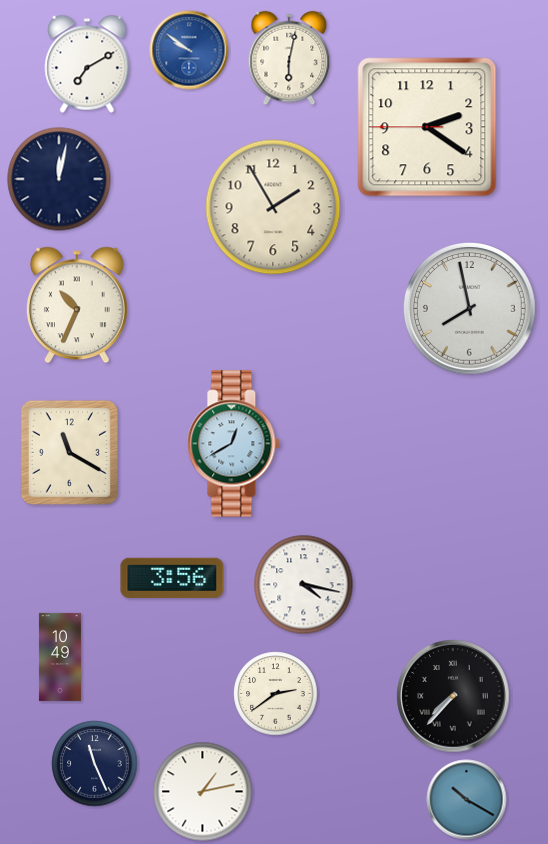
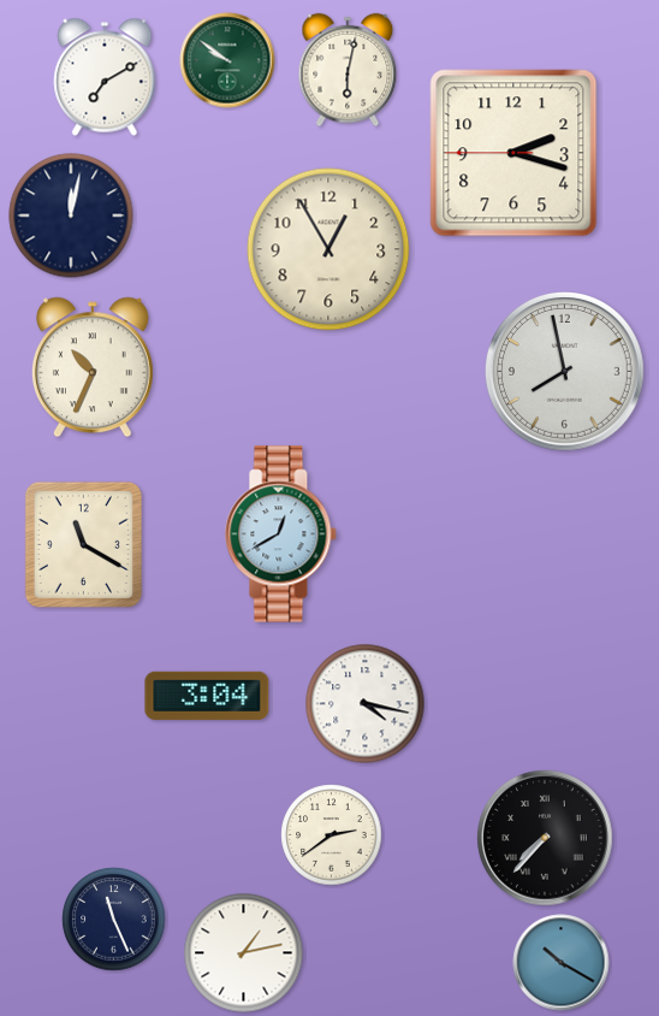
clock at (189, 50) dial: blue -> green
clock at (427, 127): 2:20 -> 2:17
clock at (273, 207): 1:55 -> 12:55
clock at (172, 578): 3:56 -> 3:04
clock at (60, 657): 10:49 -> none
